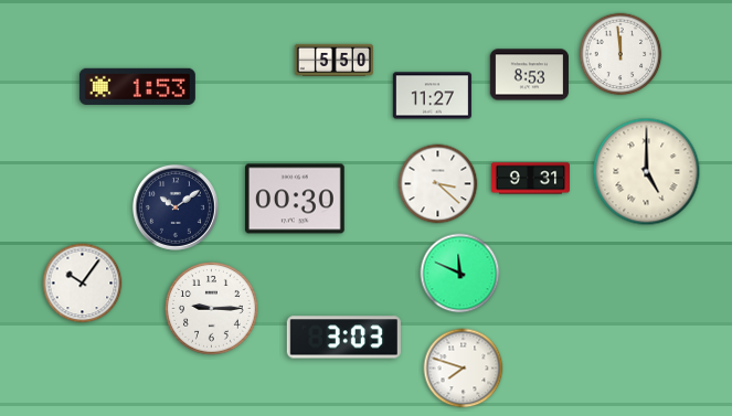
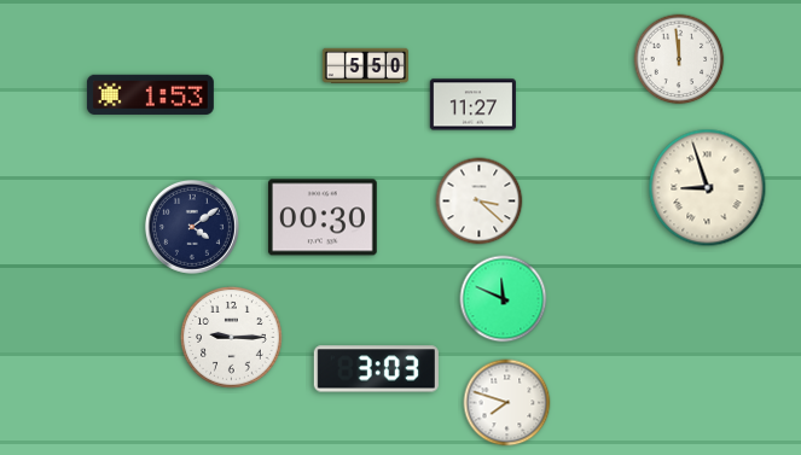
clock at (529, 75): 8:53 -> none
clock at (647, 172): 5:00 -> 8:57
clock at (530, 179): 9:31 -> none
clock at (176, 207): 10:09 -> 4:09
clock at (83, 284): 10:06 -> none
